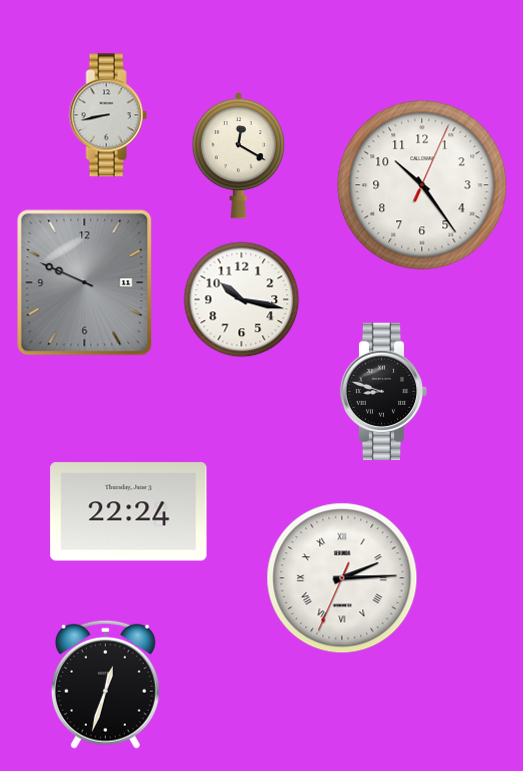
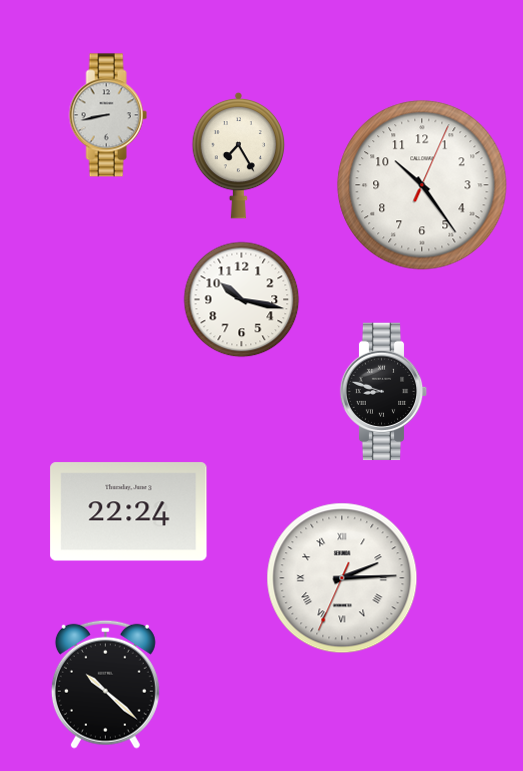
clock at (239, 155): 12:20 -> 7:25
clock at (85, 283): 9:49 -> none
clock at (105, 684): 12:33 -> 10:22
